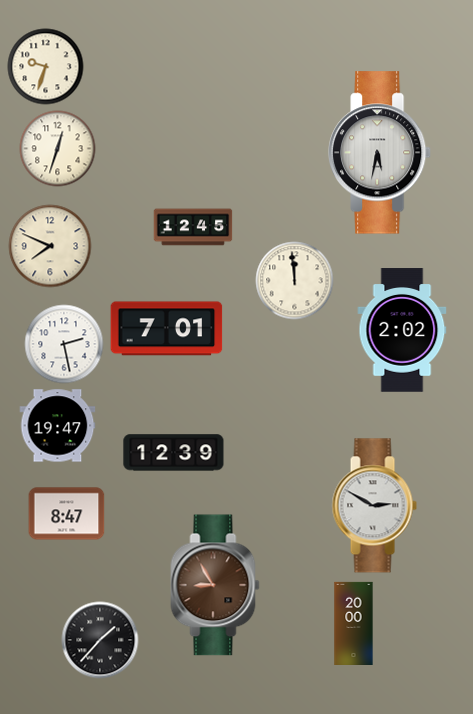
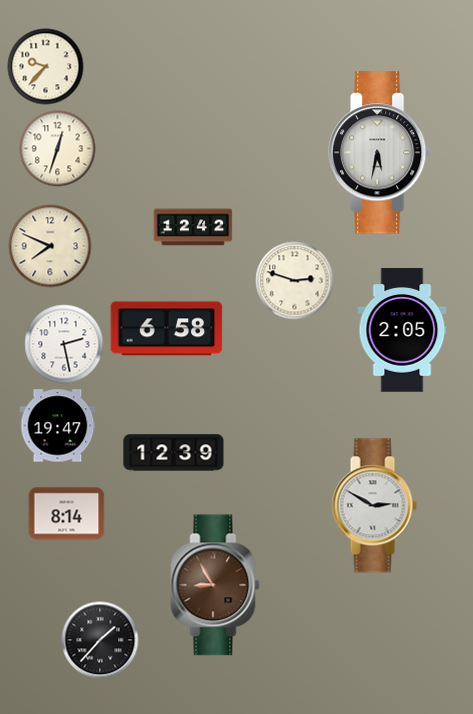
clock at (46, 67): 9:33 -> 9:37
clock at (193, 227): 12:45 -> 12:42
clock at (295, 281): 11:59 -> 2:48
clock at (167, 329): 7:01 -> 6:58
clock at (402, 330): 2:02 -> 2:05
clock at (67, 514): 8:47 -> 8:14
clock at (354, 623): 20:00 -> none
